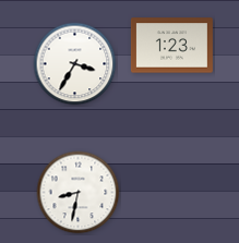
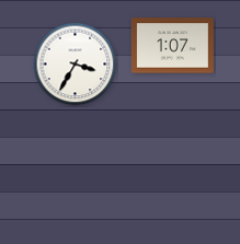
clock at (171, 46): 1:23 -> 1:07
clock at (79, 193): 8:32 -> none
